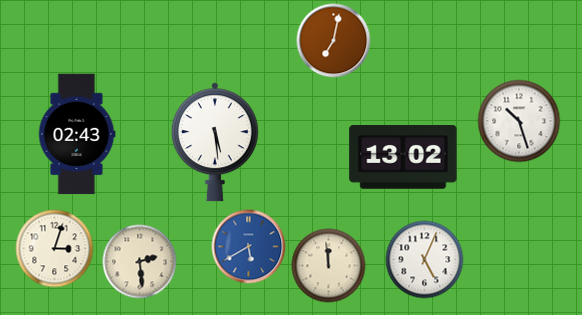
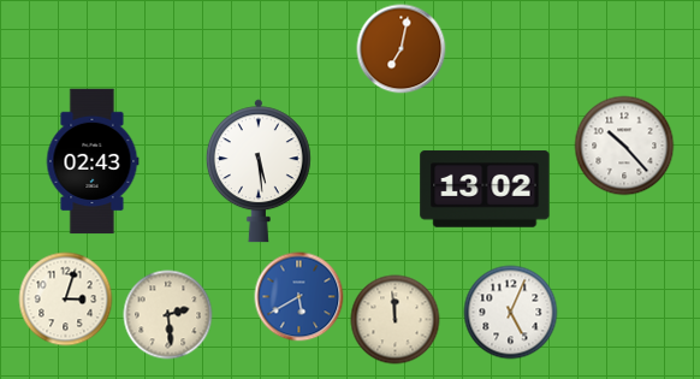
clock at (519, 121): 10:27 -> 10:23
